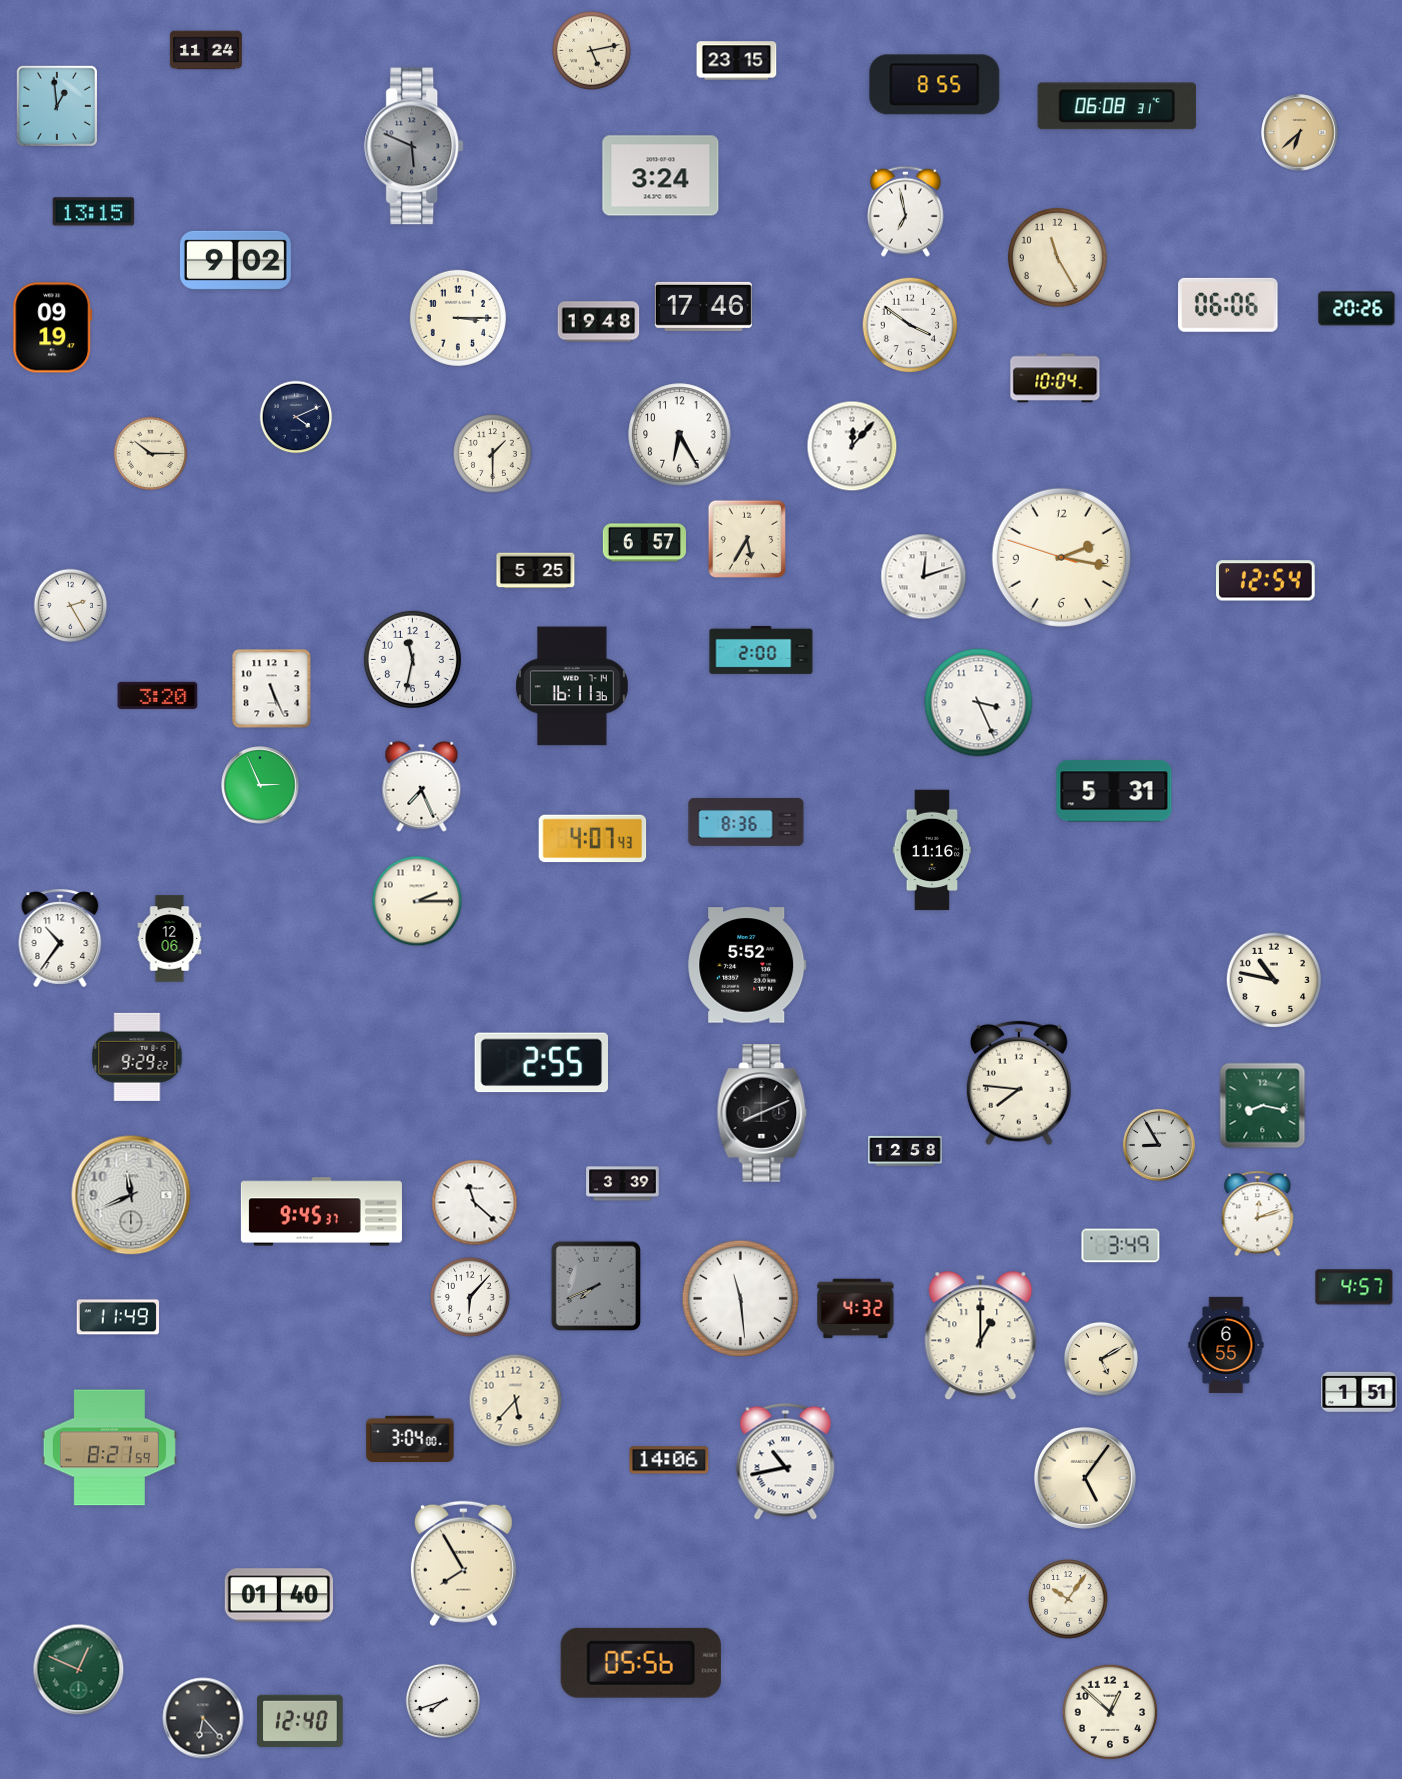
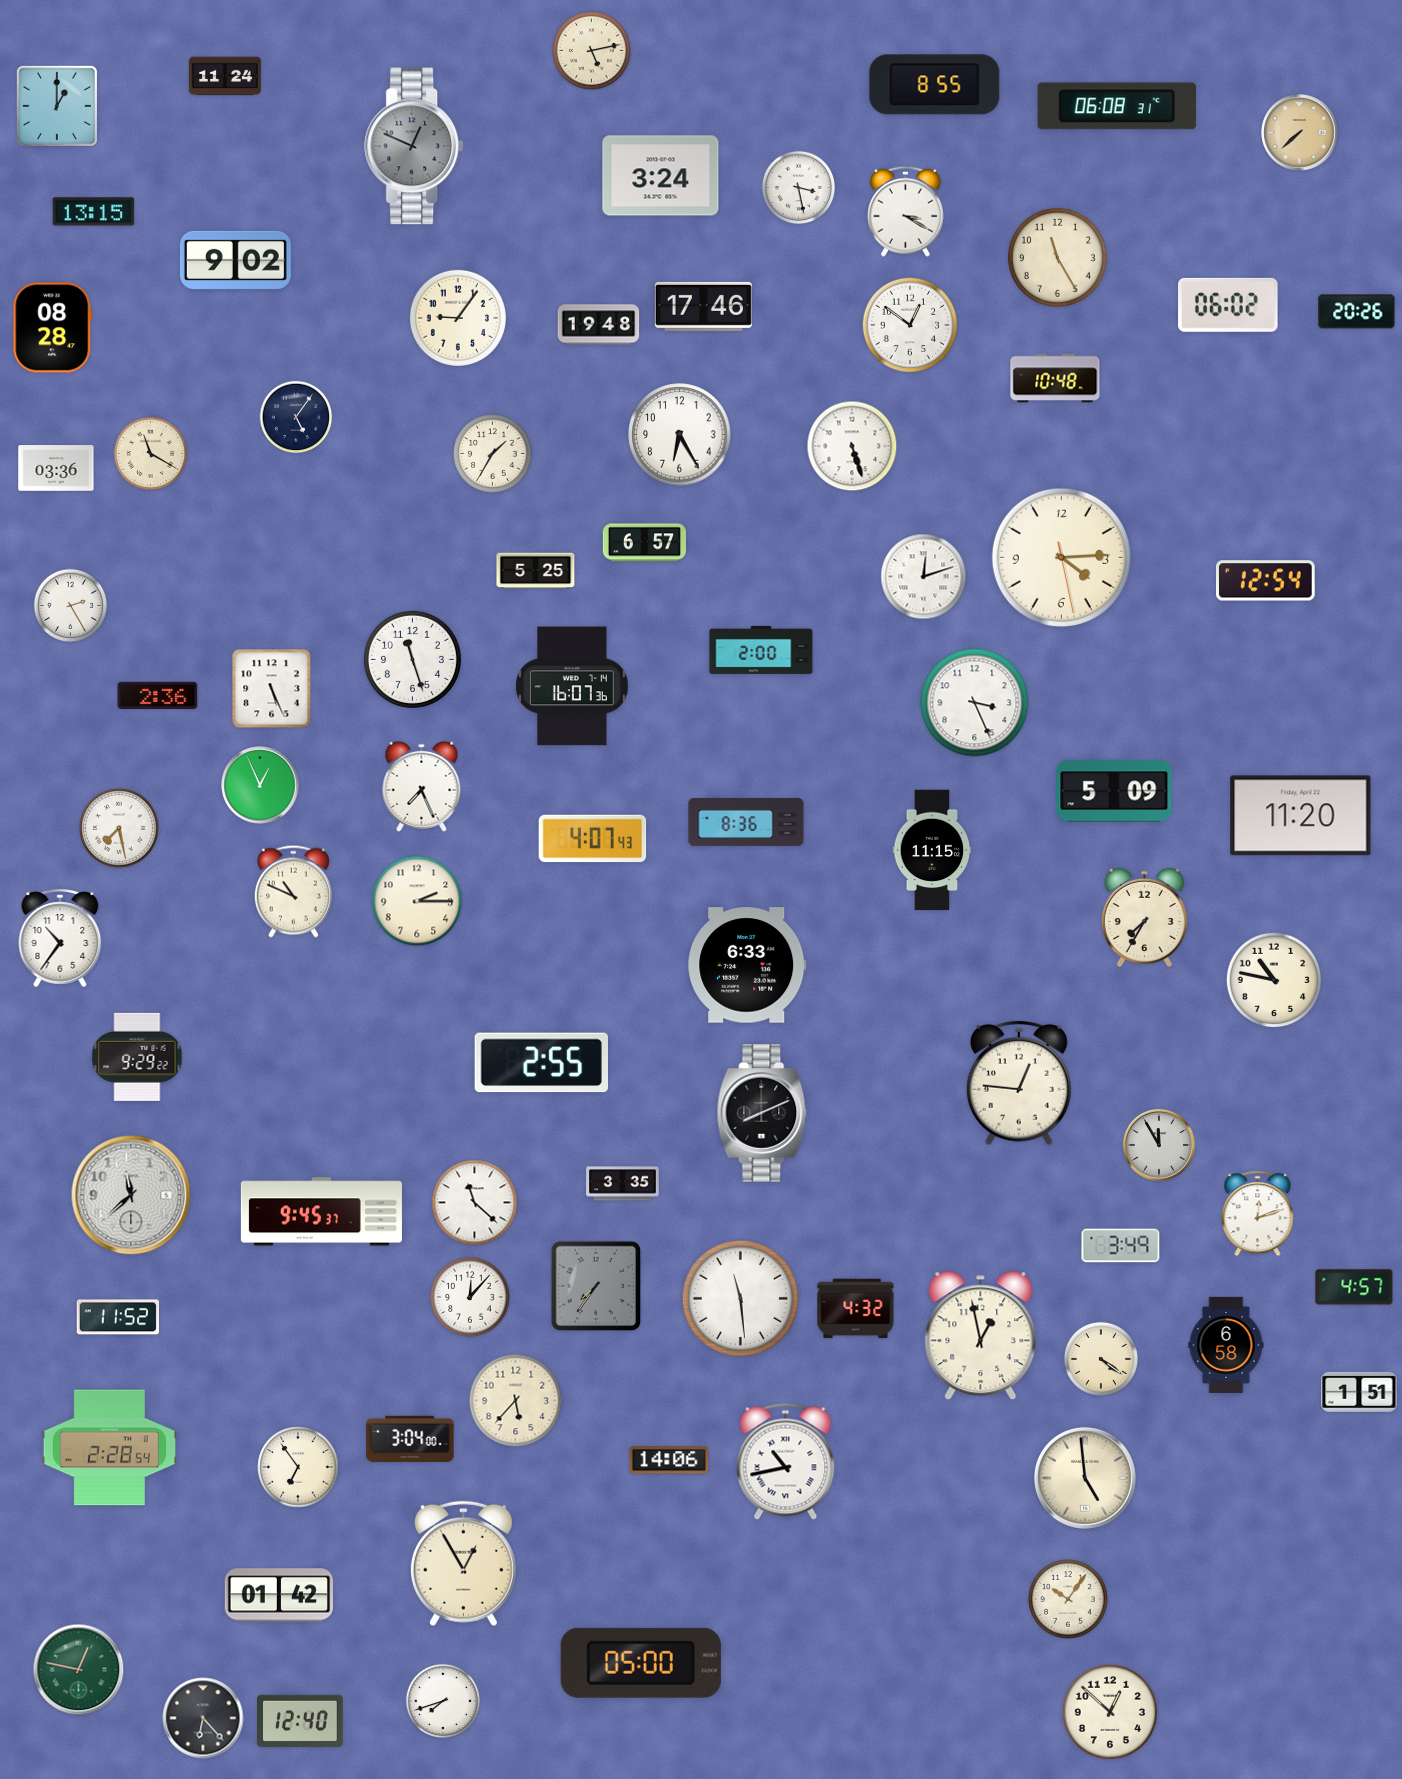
clock at (206, 50) position: (206, 50) -> (225, 76)
clock at (737, 61): 23:15 -> none
clock at (56, 105): 12:59 -> 1:00
clock at (1300, 133): 6:38 -> 7:38
clock at (415, 146): 5:49 -> 12:49
clock at (799, 188): none -> 3:28
clock at (906, 211): 6:58 -> 3:20
clock at (1228, 305): 06:06 -> 06:02
clock at (1357, 309) position: (1357, 309) -> (1357, 312)
clock at (458, 318): 3:15 -> 9:06
clock at (599, 322) position: (599, 322) -> (599, 325)
clock at (910, 325): 3:51 -> 12:51
clock at (53, 328): 09:19 -> 08:28
clock at (1055, 378): 10:04 -> 10:48
clock at (296, 417): 4:11 -> 5:06
clock at (852, 446): 12:07 -> 5:27
clock at (151, 454): 10:15 -> 11:20
clock at (493, 454): 1:30 -> 1:35
clock at (56, 468): none -> 03:36
clock at (746, 538): 5:35 -> none
clock at (1061, 557): 2:16 -> 4:14
clock at (412, 659): 11:32 -> 11:27
clock at (572, 686): 16:11 -> 16:07
clock at (158, 695): 3:20 -> 2:36
clock at (979, 703) position: (979, 703) -> (975, 703)
clock at (260, 785): 2:56 -> 12:56
clock at (1114, 791): 5:31 -> 5:09
clock at (1301, 816): none -> 11:20
clock at (119, 828): none -> 7:28
clock at (932, 850): 11:16 -> 11:15
clock at (293, 891): none -> 10:49
clock at (1144, 918): none -> 7:35
clock at (170, 939): 12:06 -> none
clock at (747, 965): 5:52 -> 6:33
clock at (1019, 1083): 7:46 -> 12:46
clock at (1263, 1106): 8:17 -> none
clock at (1159, 1145): 8:55 -> 11:55
clock at (905, 1151): 12:58 -> none
clock at (623, 1184): 3:39 -> 3:35
clock at (131, 1195): 11:41 -> 11:38
clock at (595, 1285): 7:41 -> 7:36
clock at (470, 1297): 6:07 -> 12:07
clock at (117, 1317): 11:49 -> 11:52
clock at (981, 1336): 1:00 -> 12:58
clock at (1226, 1345): 6:55 -> 6:58
clock at (1100, 1359): 5:10 -> 4:21
clock at (109, 1448): 8:21 -> 2:28
clock at (298, 1467): none -> 6:54
clock at (1085, 1478): 5:06 -> 4:59
clock at (463, 1564): 7:55 -> 12:55
clock at (279, 1595): 01:40 -> 01:42
clock at (641, 1663): 05:56 -> 05:00
clock at (79, 1670): 12:49 -> 12:47
